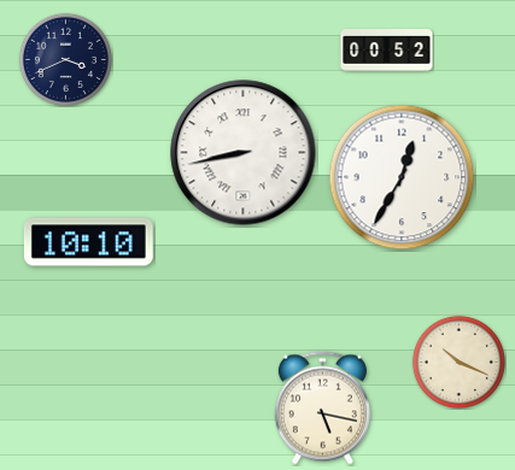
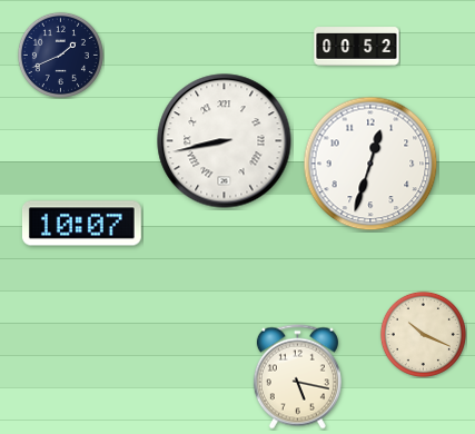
clock at (65, 59): 3:41 -> 1:41
clock at (402, 177): 12:35 -> 12:33
clock at (88, 242): 10:10 -> 10:07
